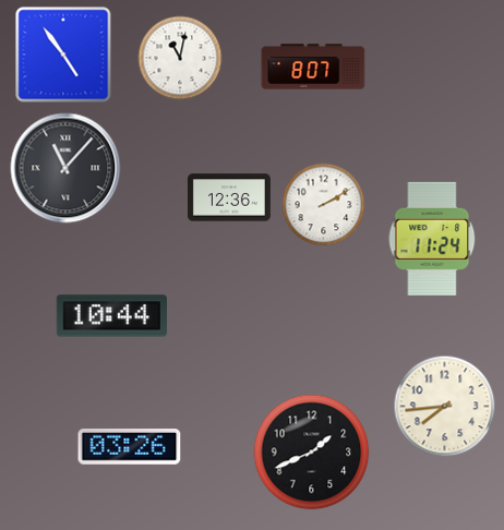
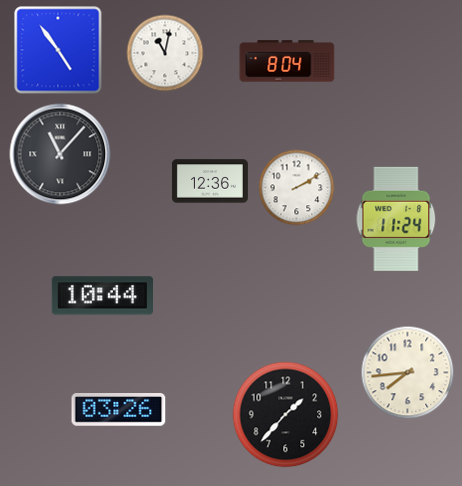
clock at (313, 67): 8:07 -> 8:04
clock at (111, 316) position: (111, 316) -> (102, 296)
clock at (312, 453): 1:41 -> 1:37
